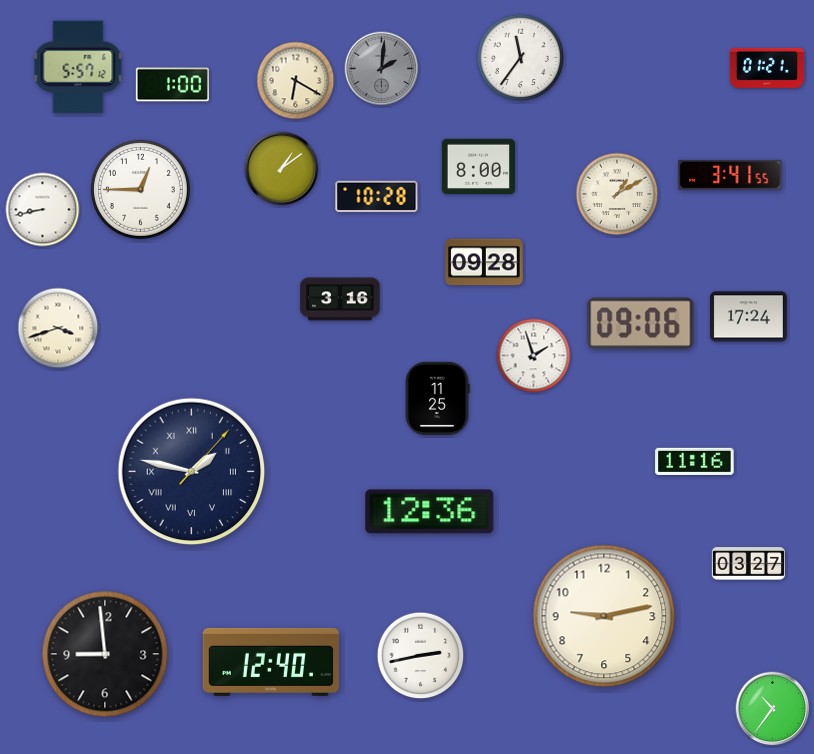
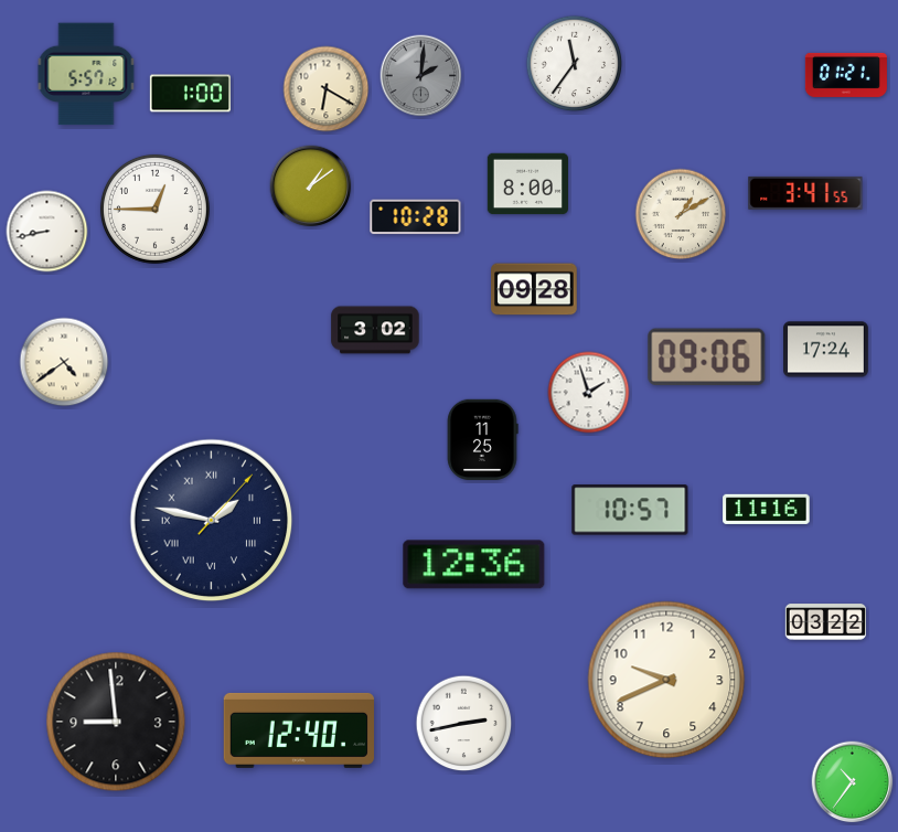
clock at (340, 299): 3:16 -> 3:02
clock at (58, 328): 3:42 -> 4:39
clock at (630, 510): none -> 10:57
clock at (748, 564): 03:27 -> 03:22
clock at (604, 616): 9:13 -> 9:41
